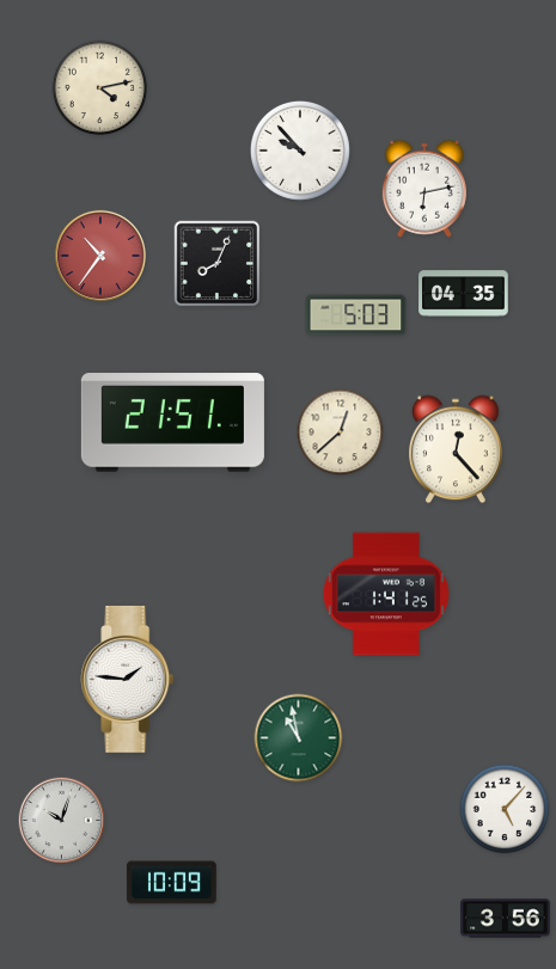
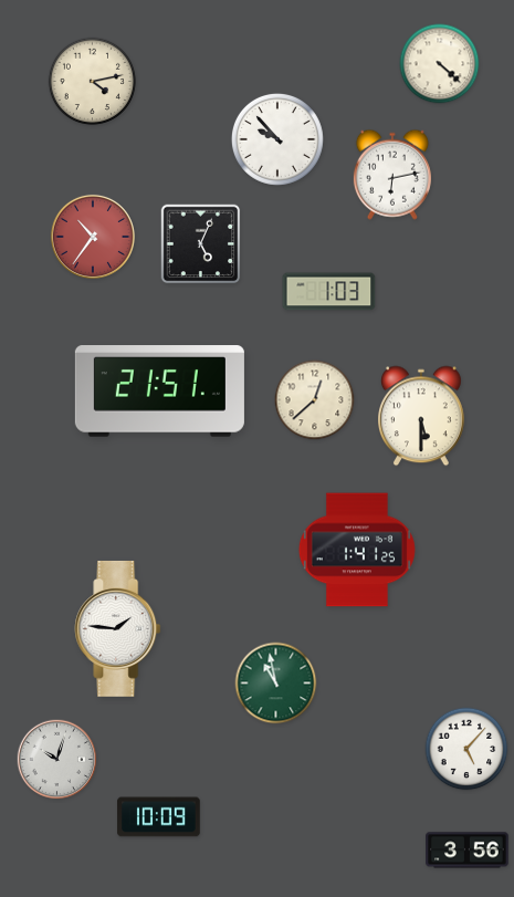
clock at (440, 64): none -> 4:22
clock at (218, 264): 8:04 -> 5:04
clock at (464, 294): 04:35 -> none
clock at (356, 315): 5:03 -> 1:03
clock at (457, 449): 12:23 -> 5:30
